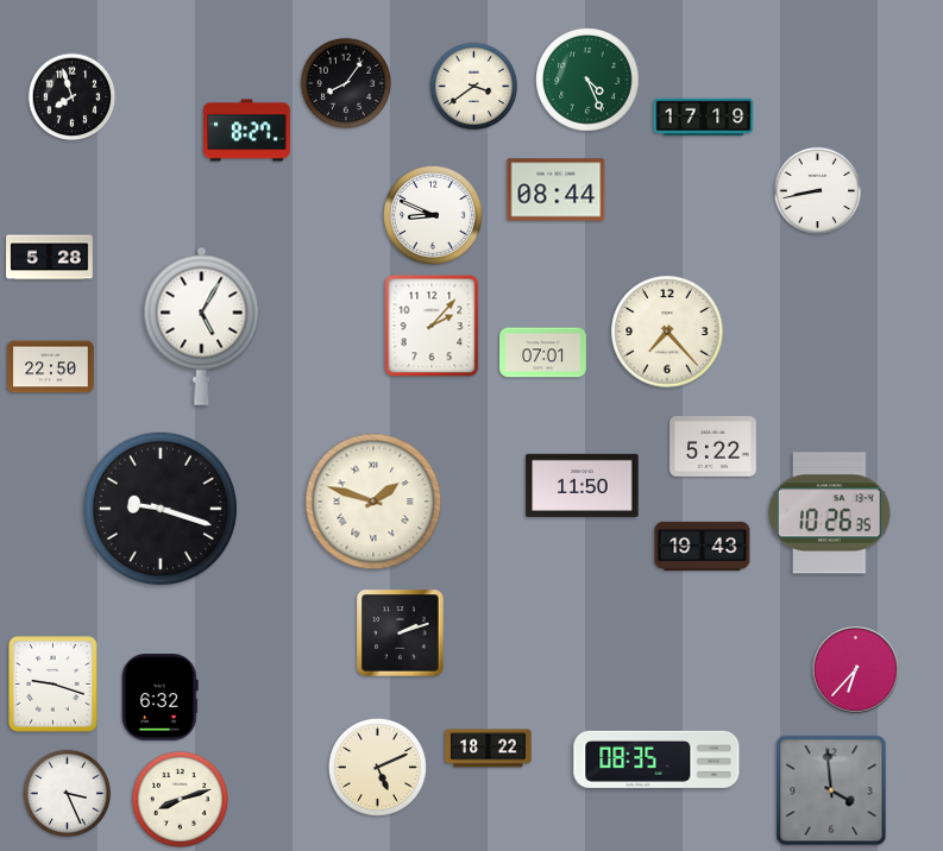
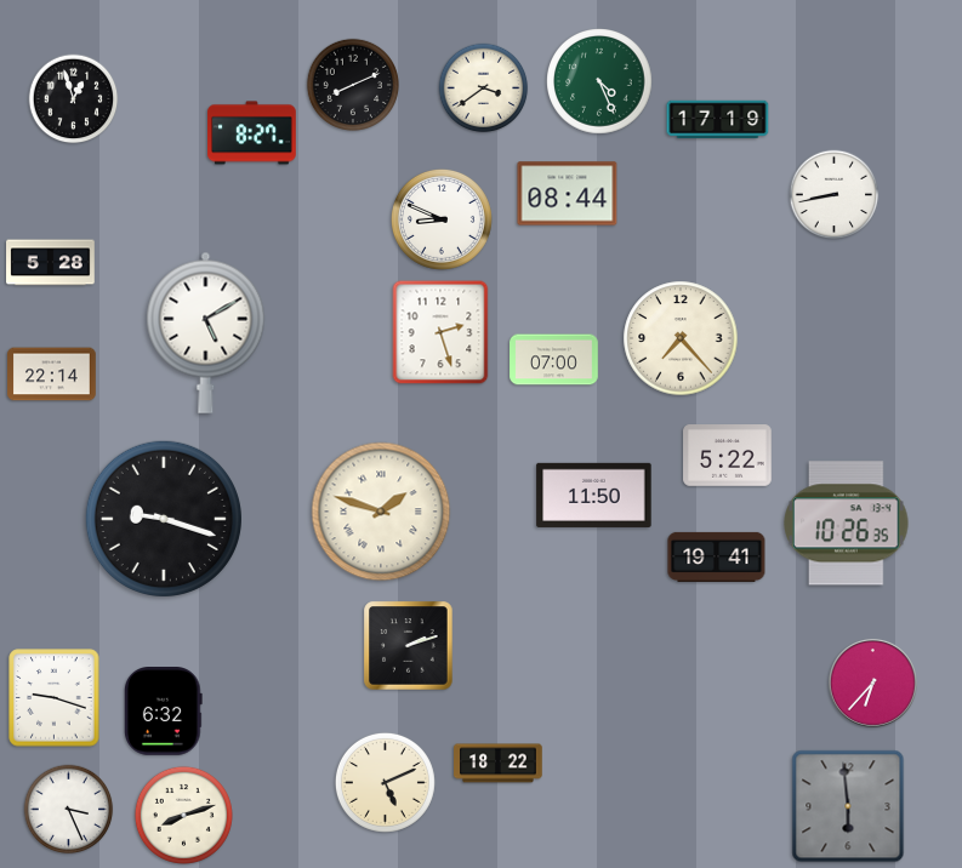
clock at (345, 82): 8:06 -> 8:11
clock at (73, 97): 7:57 -> 12:57
clock at (202, 326): 5:05 -> 5:10
clock at (432, 326): 2:07 -> 2:27
clock at (543, 353): 07:01 -> 07:00
clock at (51, 367): 22:50 -> 22:14
clock at (703, 546): 19:43 -> 19:41
clock at (656, 759): 08:35 -> none
clock at (831, 790): 3:59 -> 5:59
